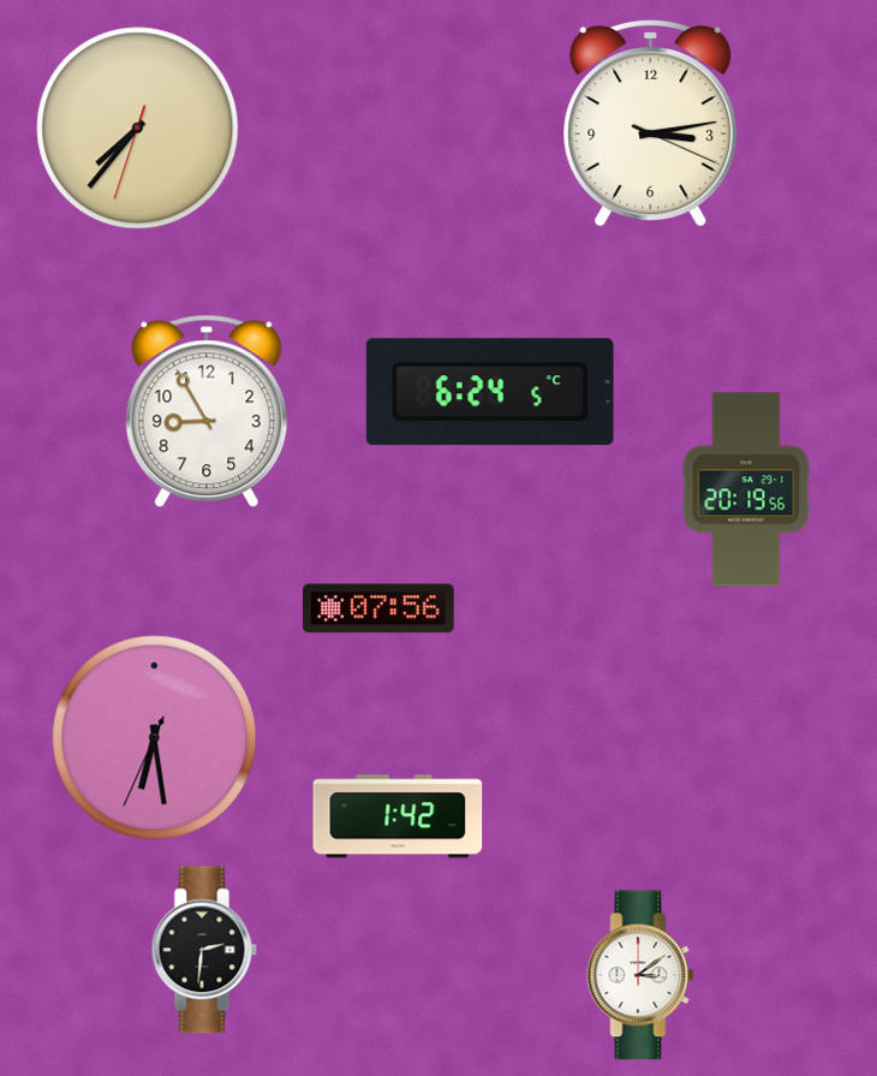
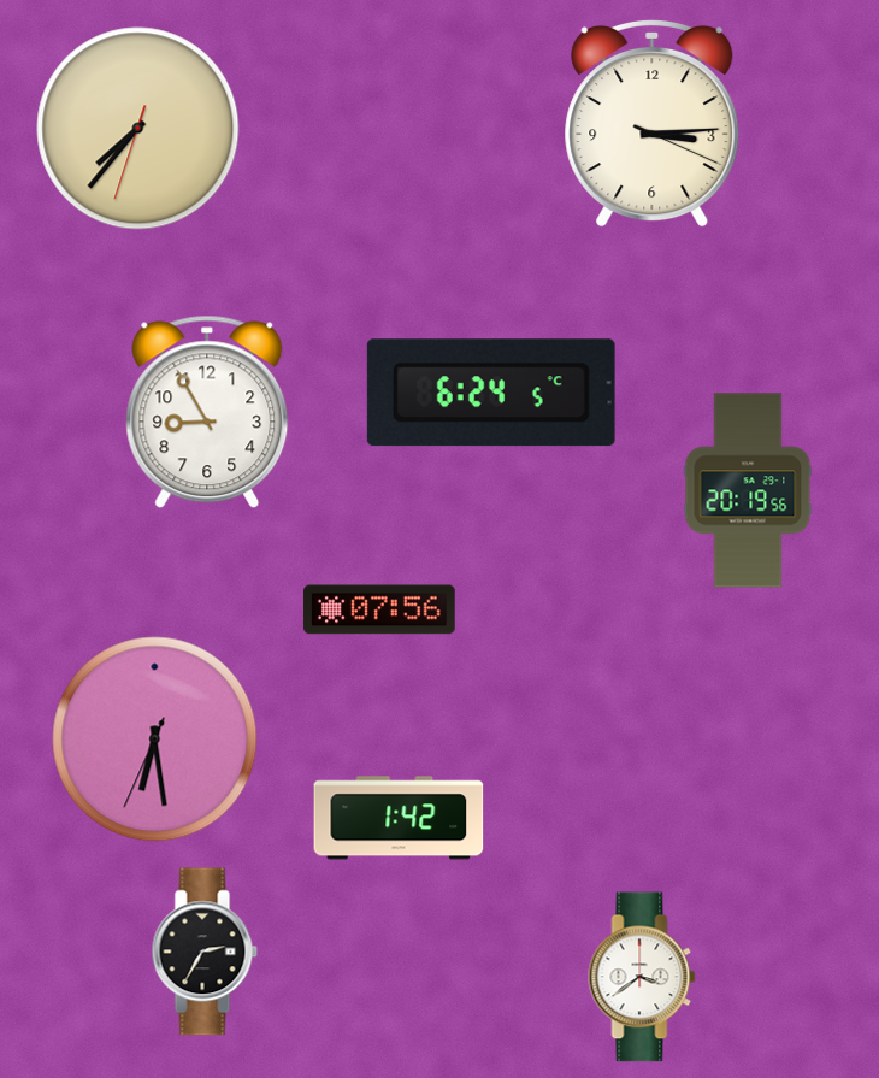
clock at (651, 123): 3:13 -> 3:14
clock at (204, 950): 2:31 -> 2:35
clock at (640, 975): 3:09 -> 3:39
